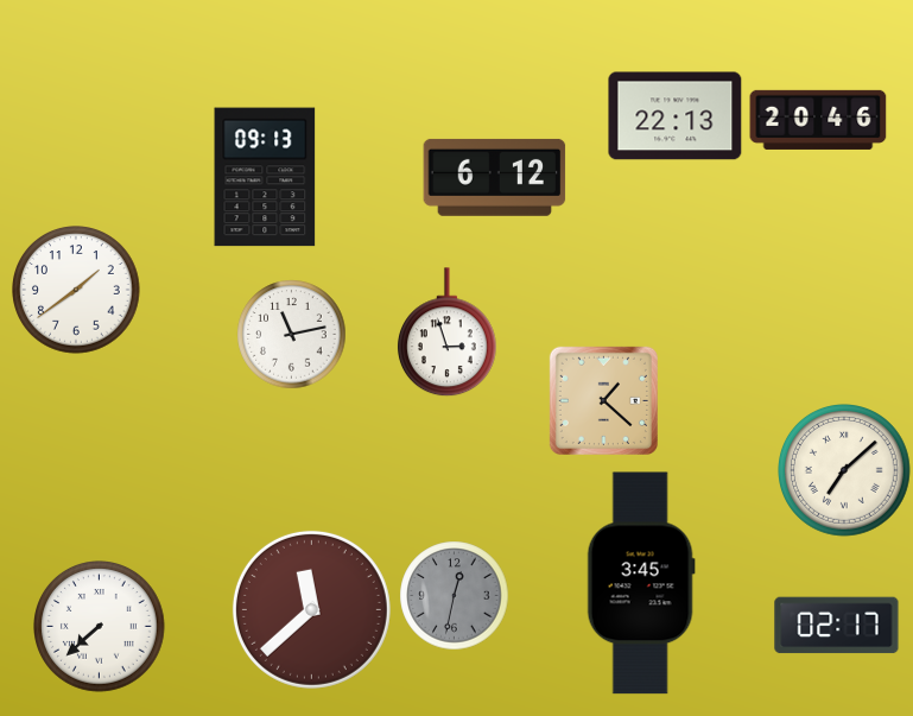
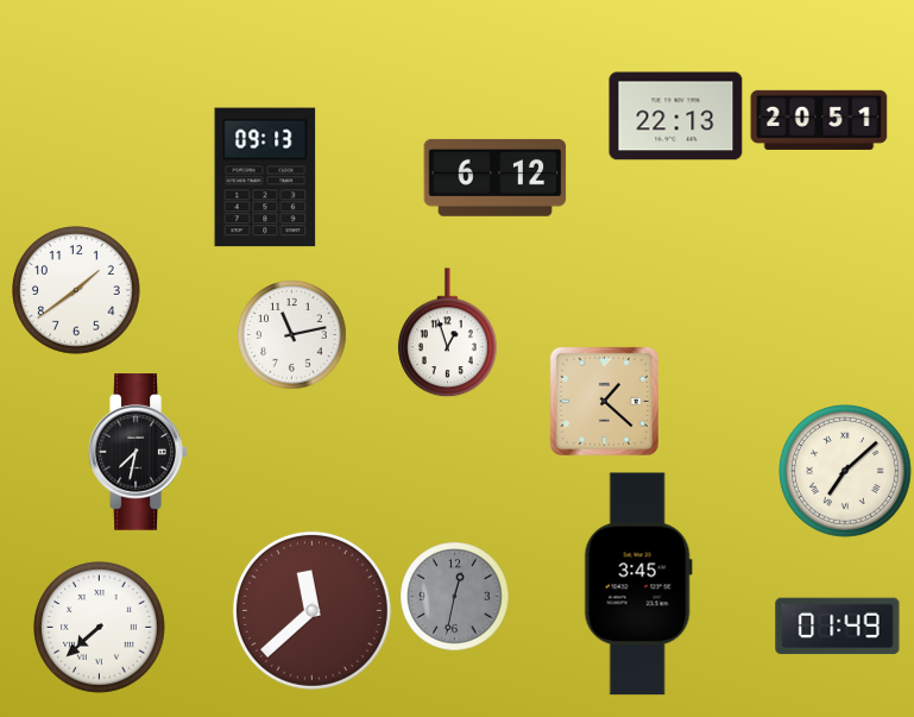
clock at (818, 120): 20:46 -> 20:51
clock at (448, 332): 2:57 -> 12:57
clock at (138, 452): none -> 7:32
clock at (641, 583) position: (641, 583) -> (638, 584)
clock at (837, 626): 02:17 -> 01:49
